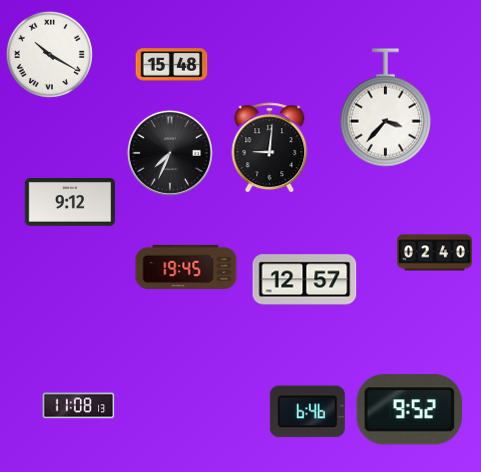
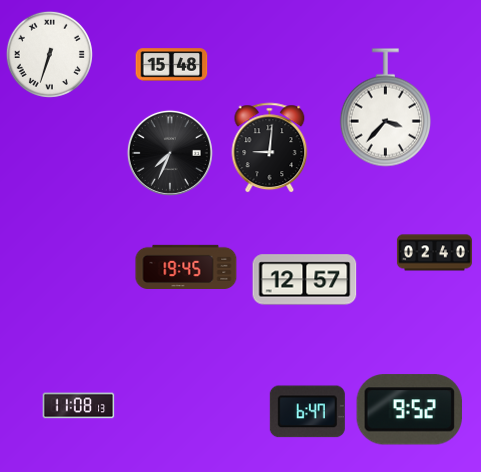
clock at (49, 54): 10:20 -> 6:33
clock at (69, 202): 9:12 -> none
clock at (307, 412): 6:46 -> 6:47
